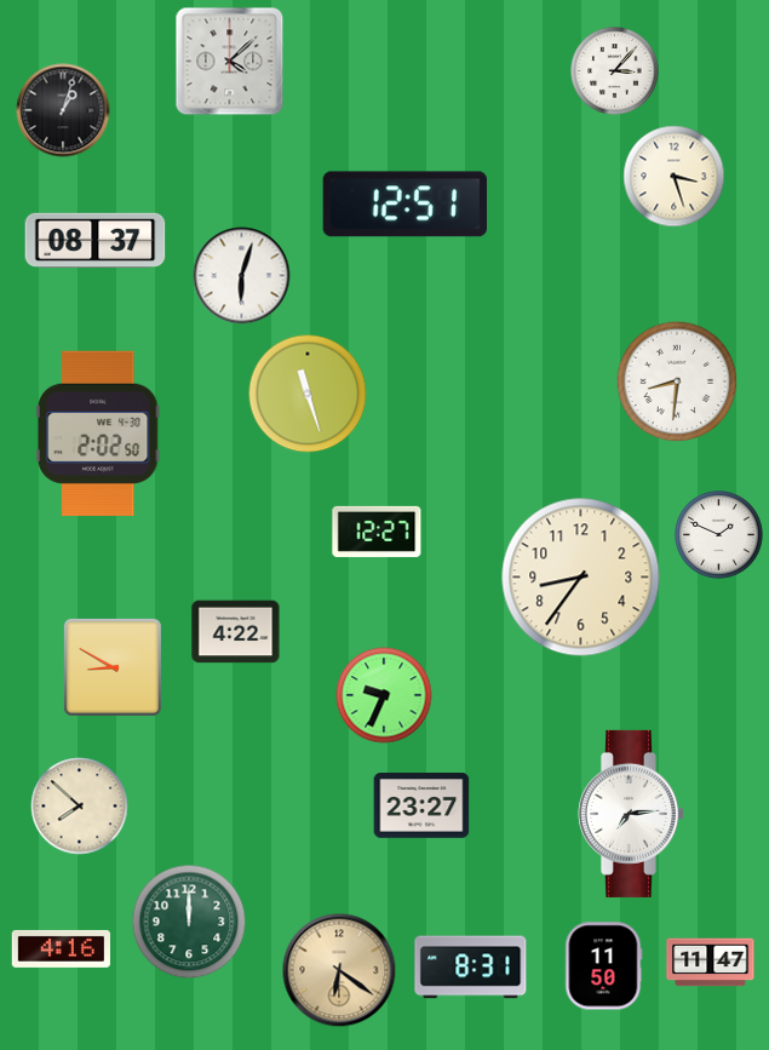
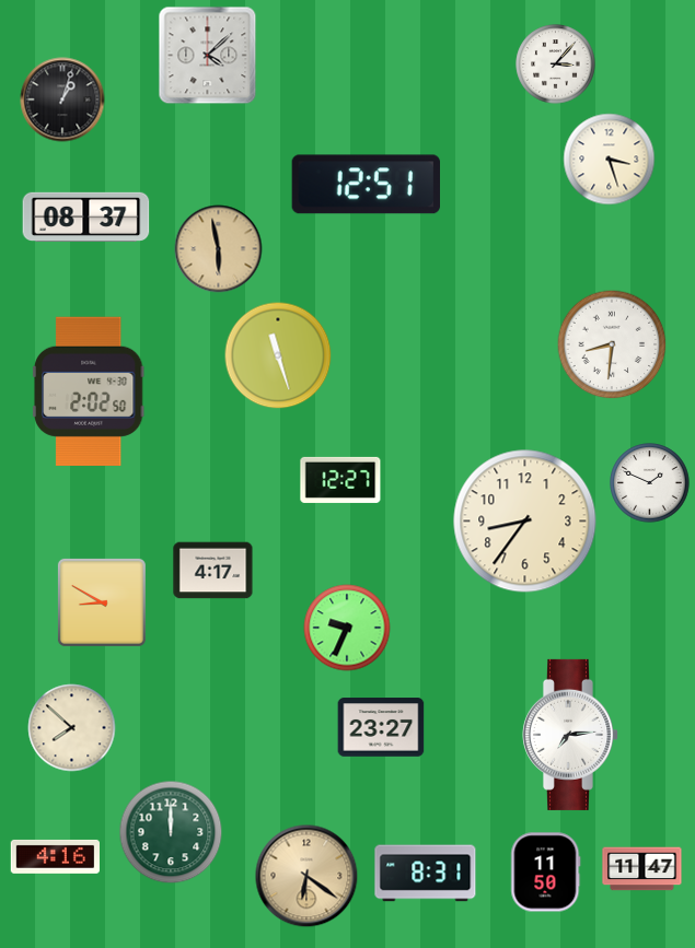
clock at (63, 110) position: (63, 110) -> (62, 100)
clock at (242, 276): 6:03 -> 5:58
clock at (242, 276) dial: white -> champagne
clock at (236, 632): 4:22 -> 4:17
